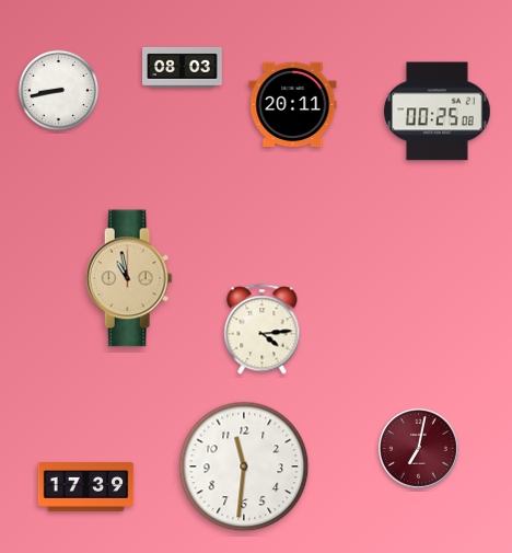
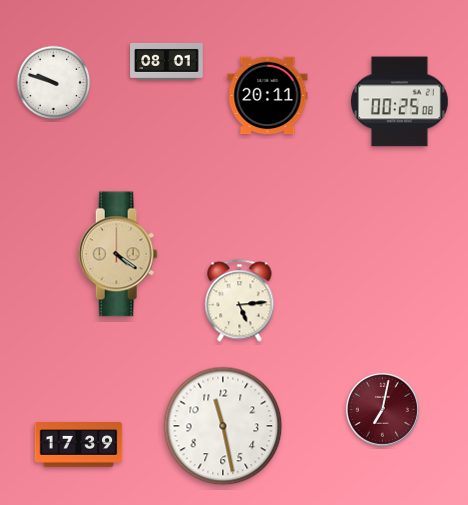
clock at (183, 68): 08:03 -> 08:01
clock at (59, 91): 8:43 -> 9:48
clock at (129, 278): 10:58 -> 4:21
clock at (263, 330): 4:14 -> 5:14
clock at (244, 466): 11:31 -> 11:28
